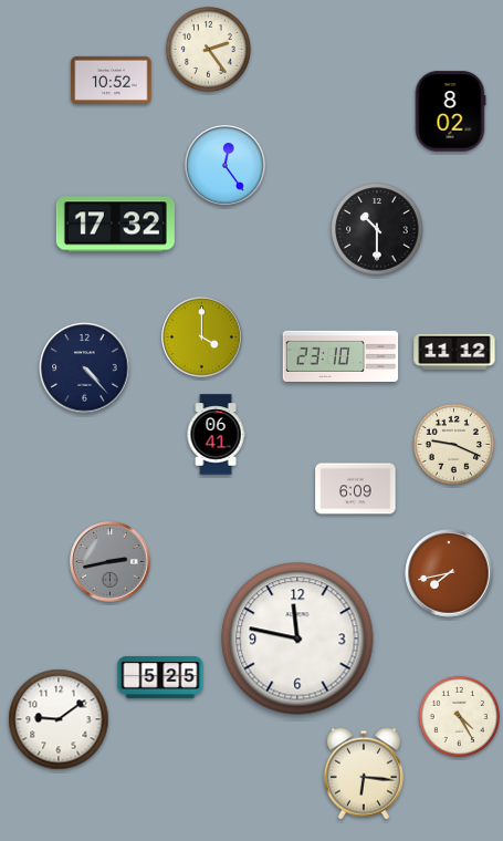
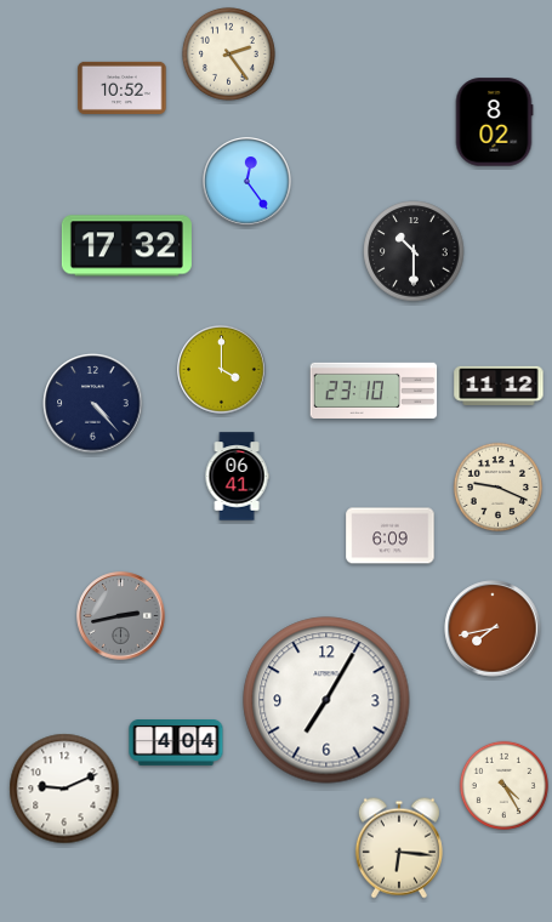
clock at (297, 638): 11:47 -> 7:05
clock at (160, 678): 5:25 -> 4:04
clock at (59, 719): 9:09 -> 9:11
